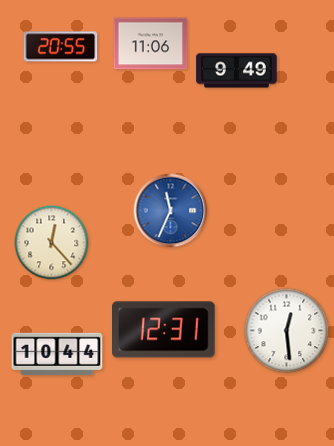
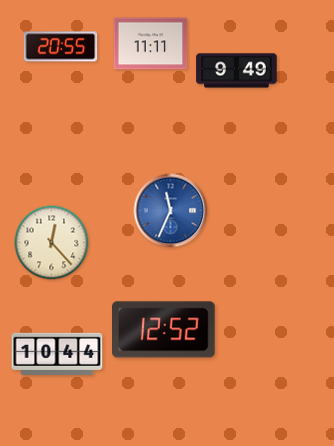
clock at (151, 44): 11:06 -> 11:11
clock at (164, 330): 12:31 -> 12:52
clock at (287, 331): 12:29 -> none
